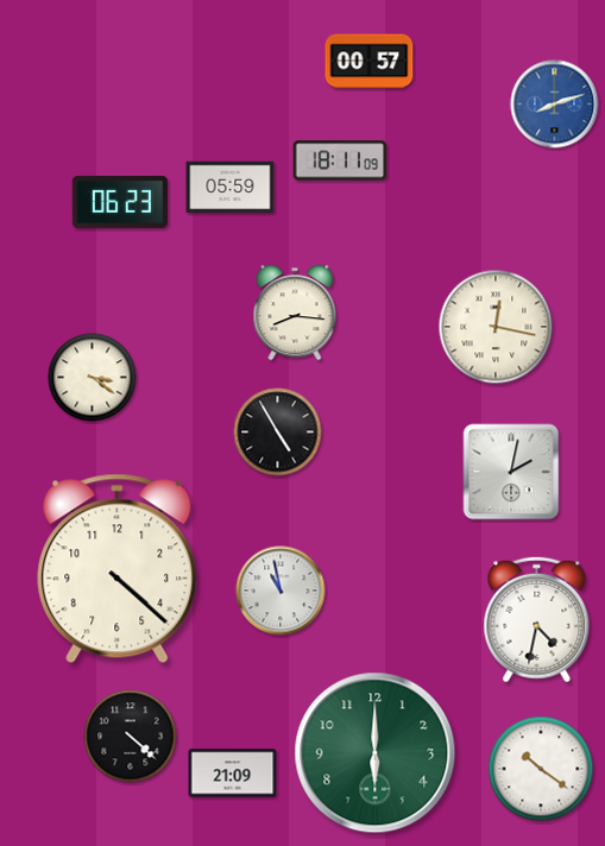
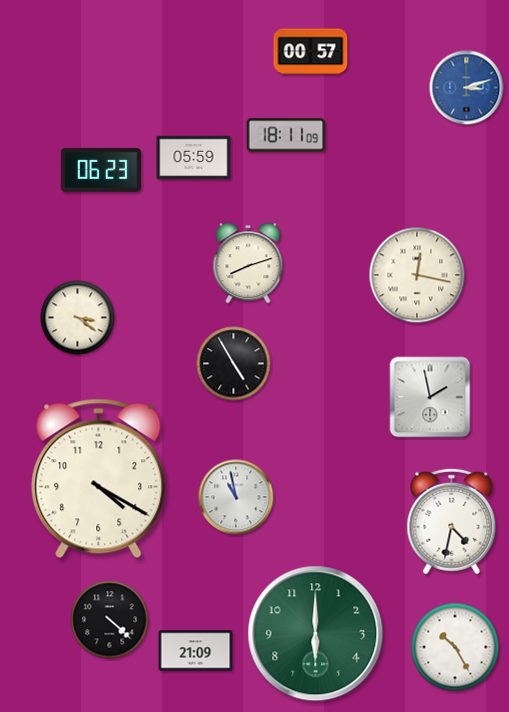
clock at (555, 105): 8:12 -> 3:12
clock at (295, 312): 8:16 -> 8:12
clock at (511, 472): 2:02 -> 1:58
clock at (118, 569): 4:22 -> 4:20
clock at (541, 769): 10:21 -> 10:25
